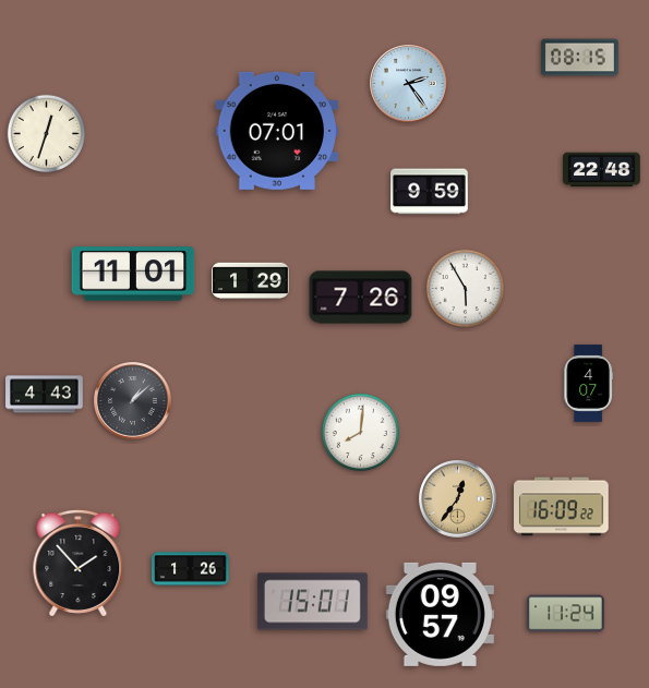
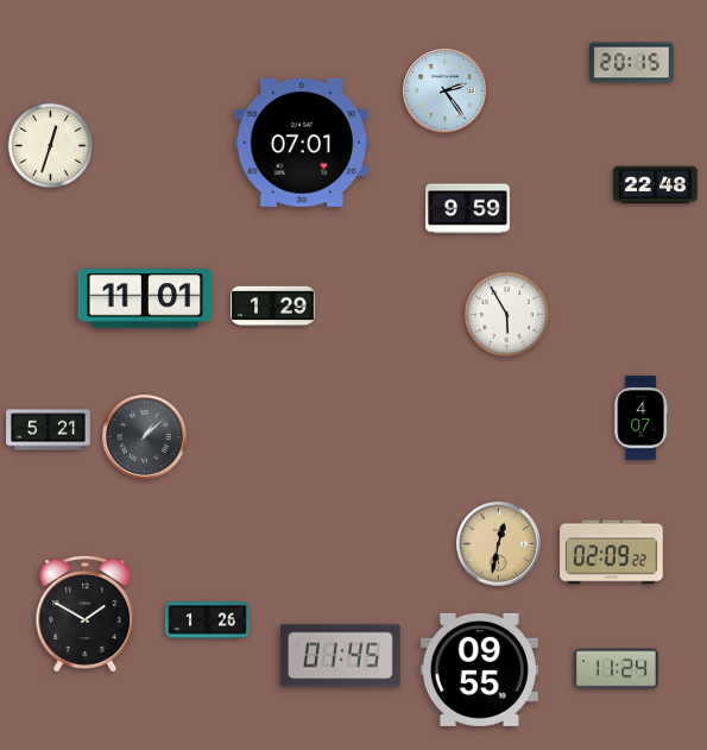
clock at (580, 58): 08:15 -> 20:15
clock at (361, 298): 7:26 -> none
clock at (45, 395): 4:43 -> 5:21
clock at (361, 433): 8:01 -> none
clock at (458, 499): 12:36 -> 12:32
clock at (562, 507): 16:09 -> 02:09
clock at (79, 563): 1:53 -> 1:50
clock at (312, 602): 15:01 -> 01:45
clock at (440, 614): 09:57 -> 09:55
